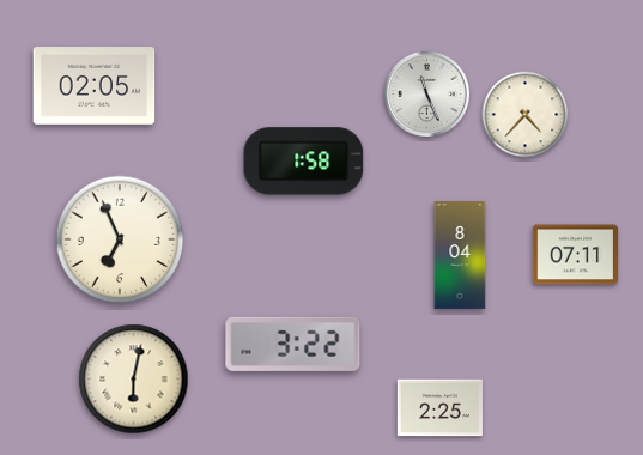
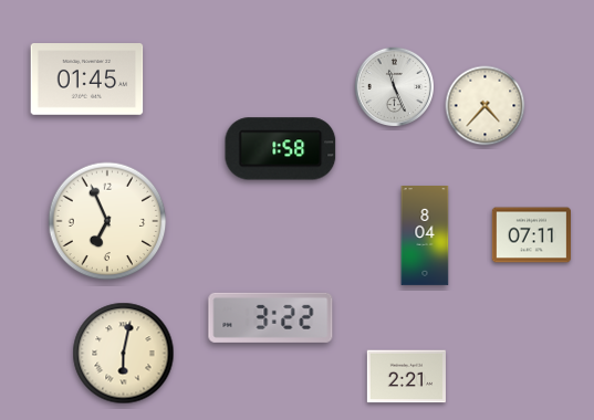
clock at (95, 86): 02:05 -> 01:45
clock at (120, 239) position: (120, 239) -> (107, 221)
clock at (134, 380) position: (134, 380) -> (124, 354)
clock at (439, 408): 2:25 -> 2:21
